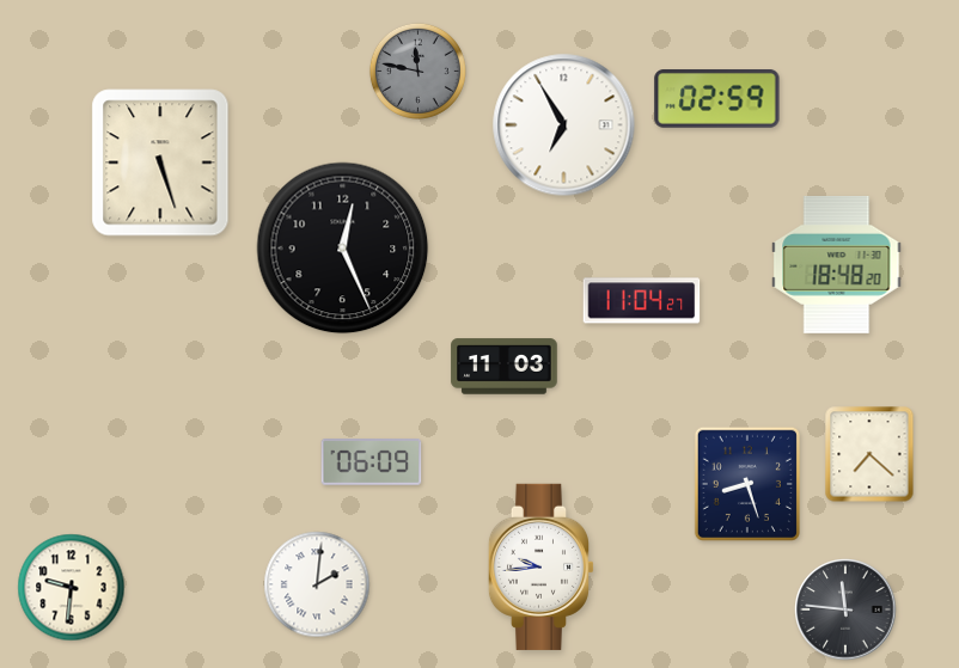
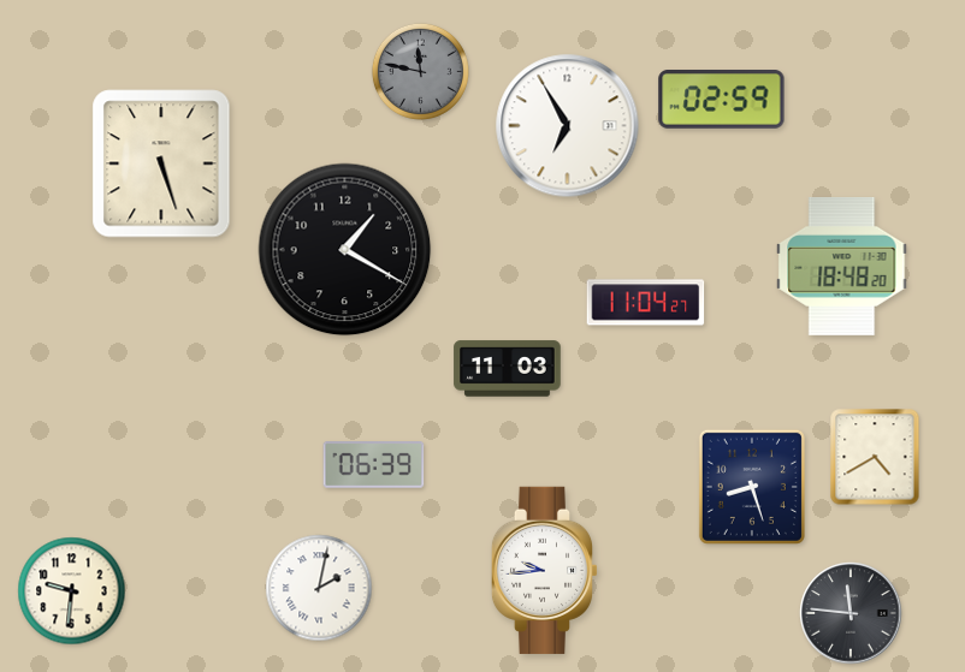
clock at (343, 249): 12:26 -> 1:20
clock at (869, 454): 7:22 -> 4:40
clock at (372, 462): 06:09 -> 06:39
clock at (317, 584): 2:01 -> 2:02
